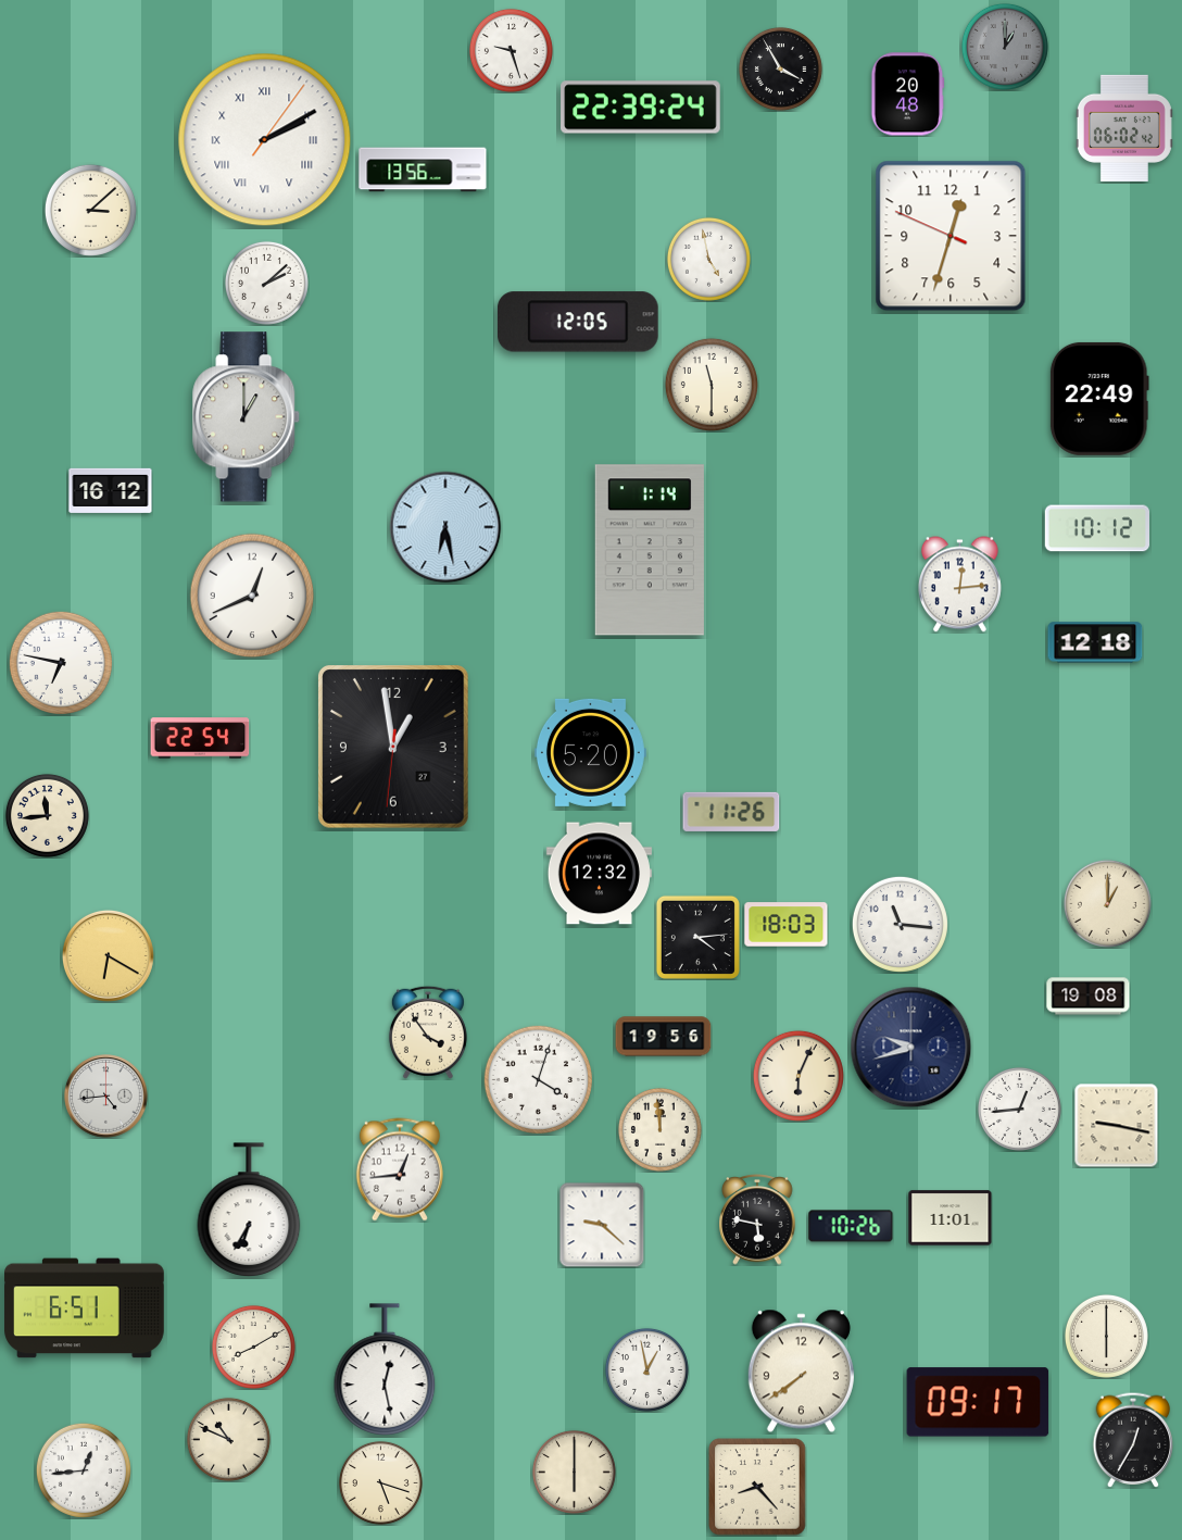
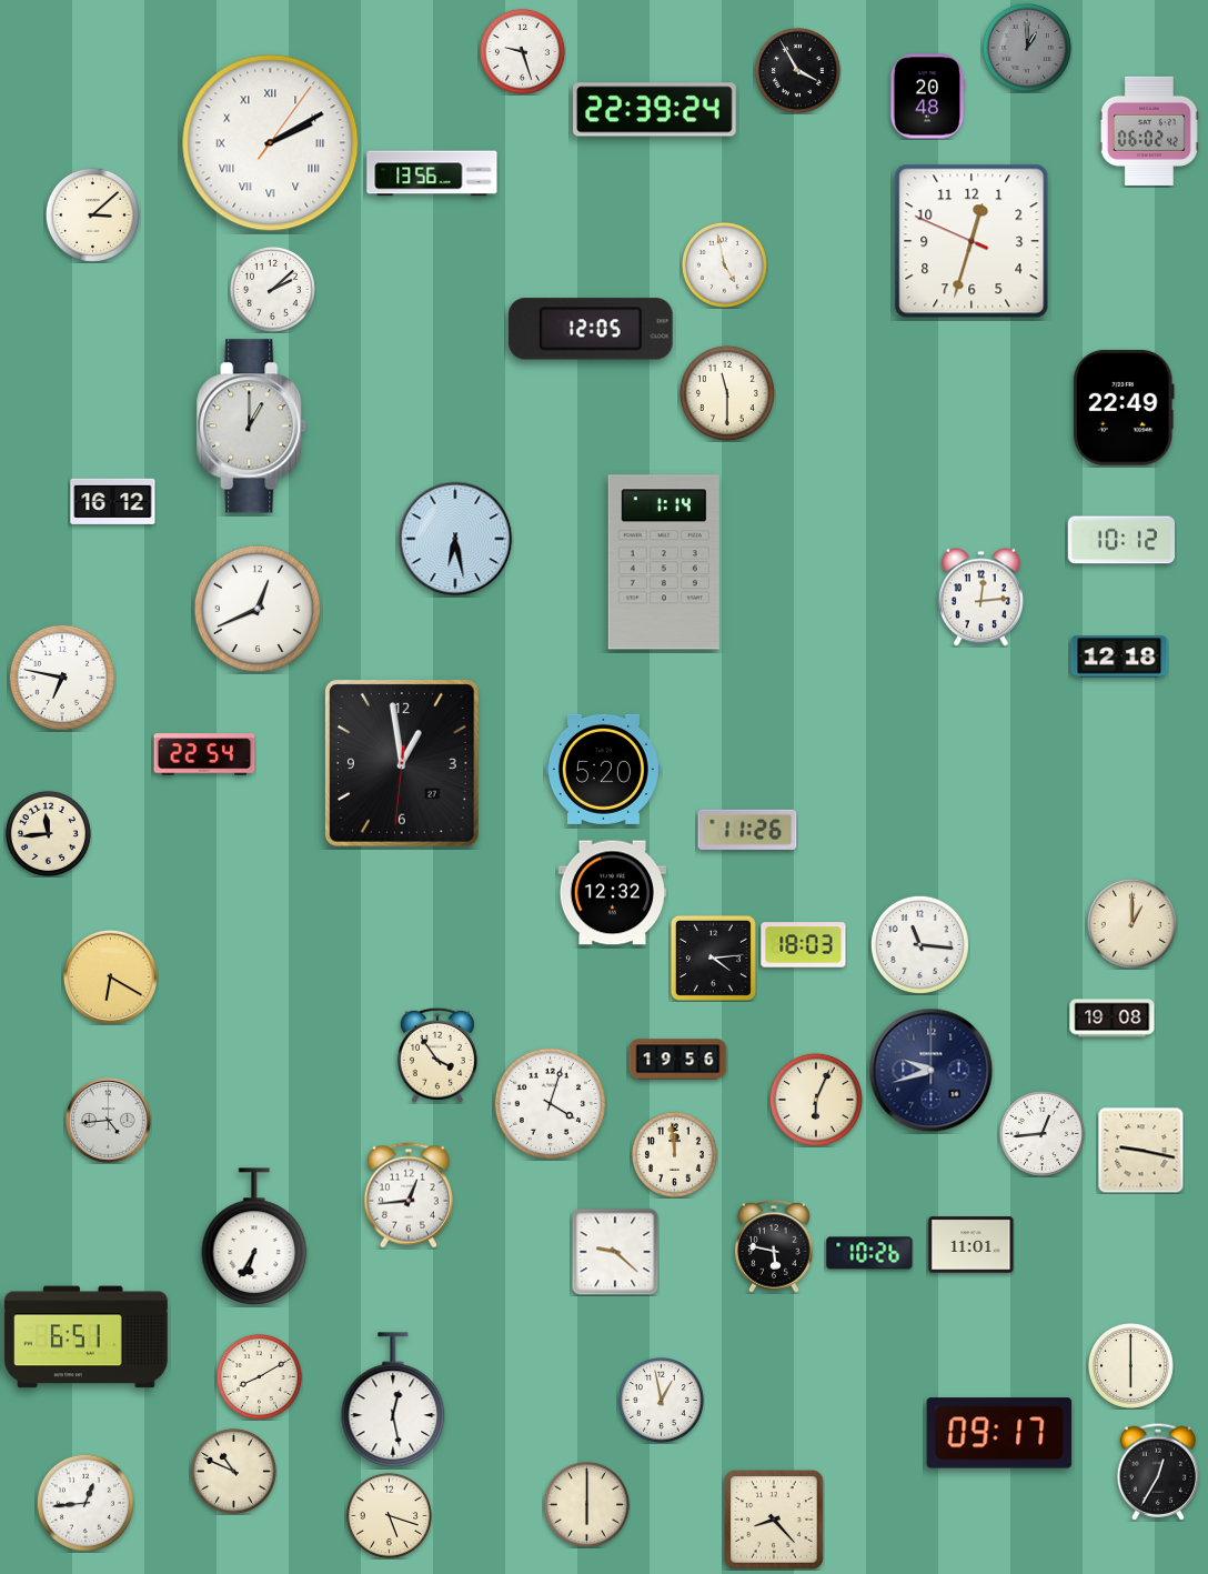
clock at (801, 1372): 7:39 -> none
